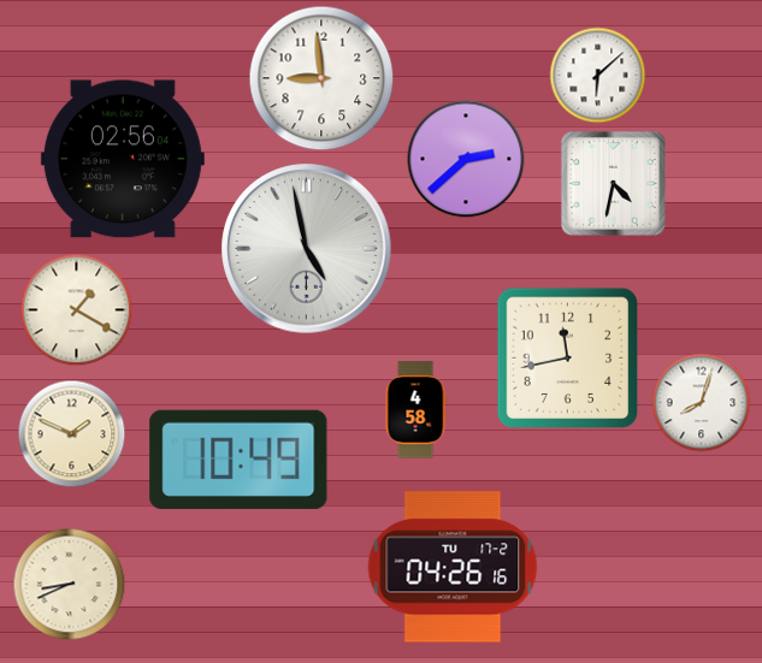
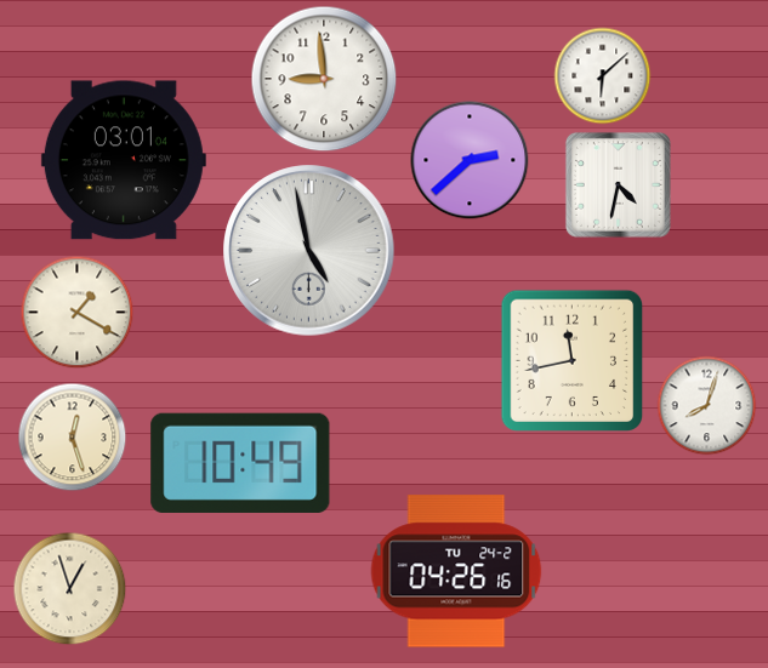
clock at (123, 159): 02:56 -> 03:01
clock at (415, 410): 4:58 -> none
clock at (72, 434): 1:49 -> 12:27
clock at (453, 567) date: TU 17-2 -> TU 24-2
clock at (70, 585): 8:41 -> 12:57
